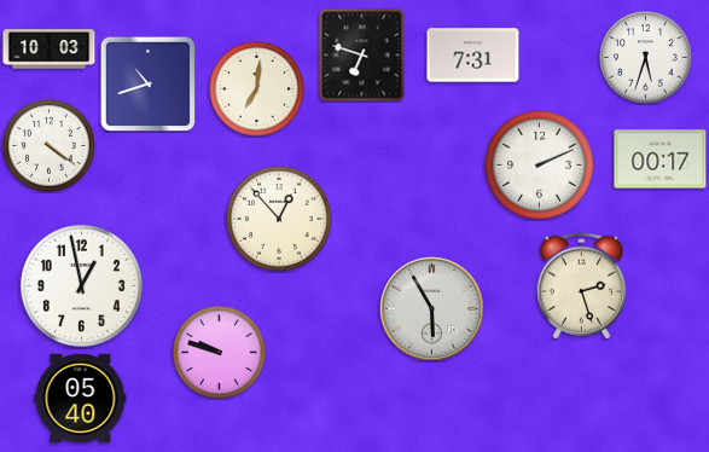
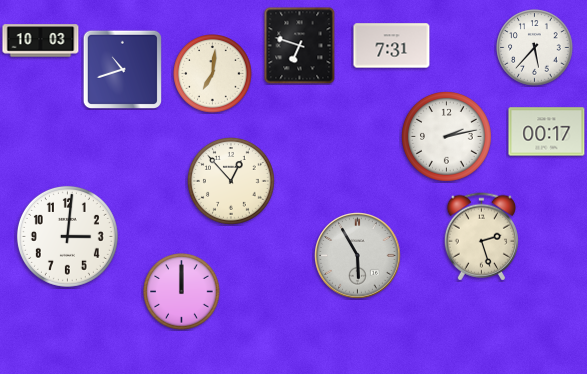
clock at (646, 58): 5:33 -> 5:37
clock at (50, 146): 4:21 -> none
clock at (540, 166): 2:11 -> 2:13
clock at (81, 285): 12:58 -> 3:01
clock at (220, 353): 9:48 -> 12:00
clock at (81, 399): 05:40 -> none
